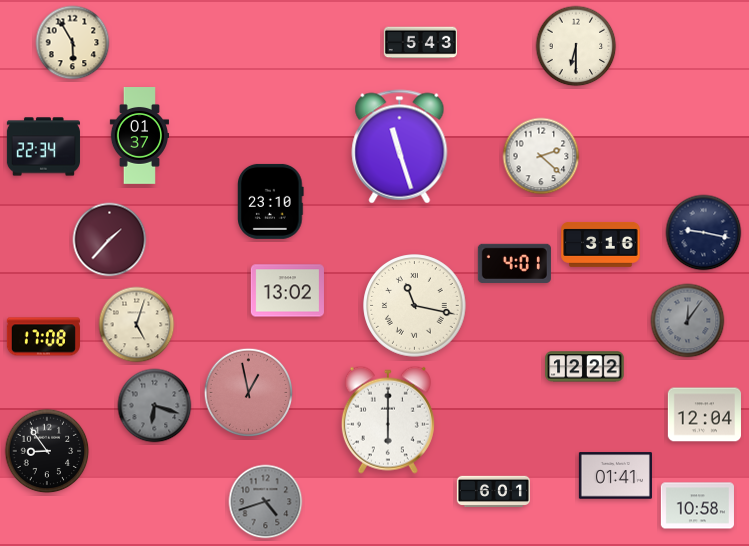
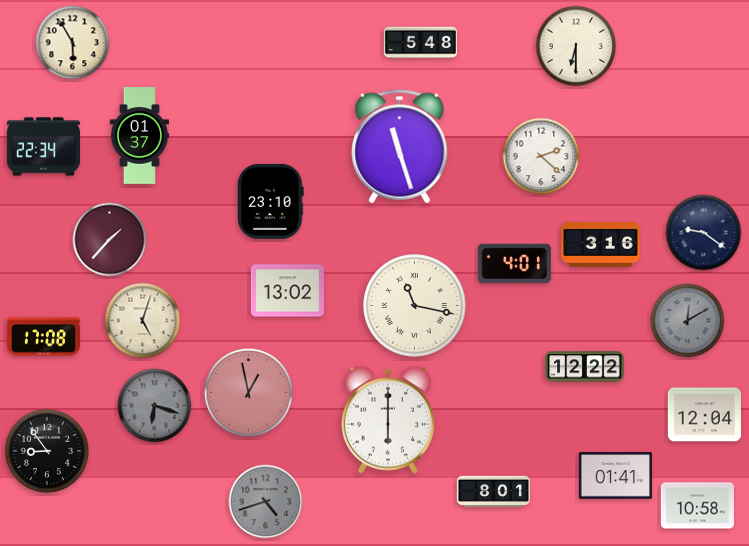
clock at (420, 43): 5:43 -> 5:48
clock at (704, 233): 9:17 -> 9:21
clock at (688, 321): 12:06 -> 12:10
clock at (137, 325) position: (137, 325) -> (143, 321)
clock at (493, 491): 6:01 -> 8:01
